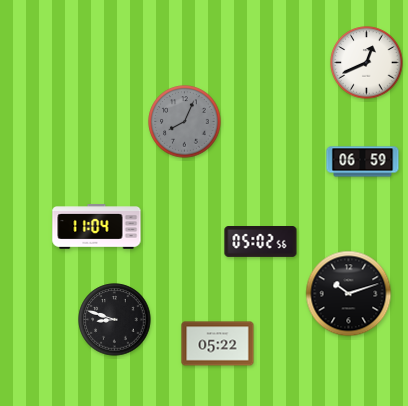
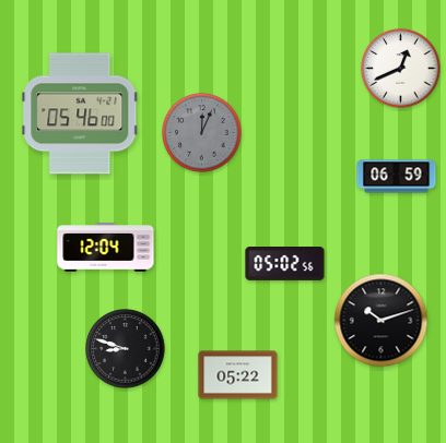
clock at (80, 113): none -> 05:46
clock at (185, 122): 8:04 -> 12:04
clock at (97, 227): 11:04 -> 12:04
